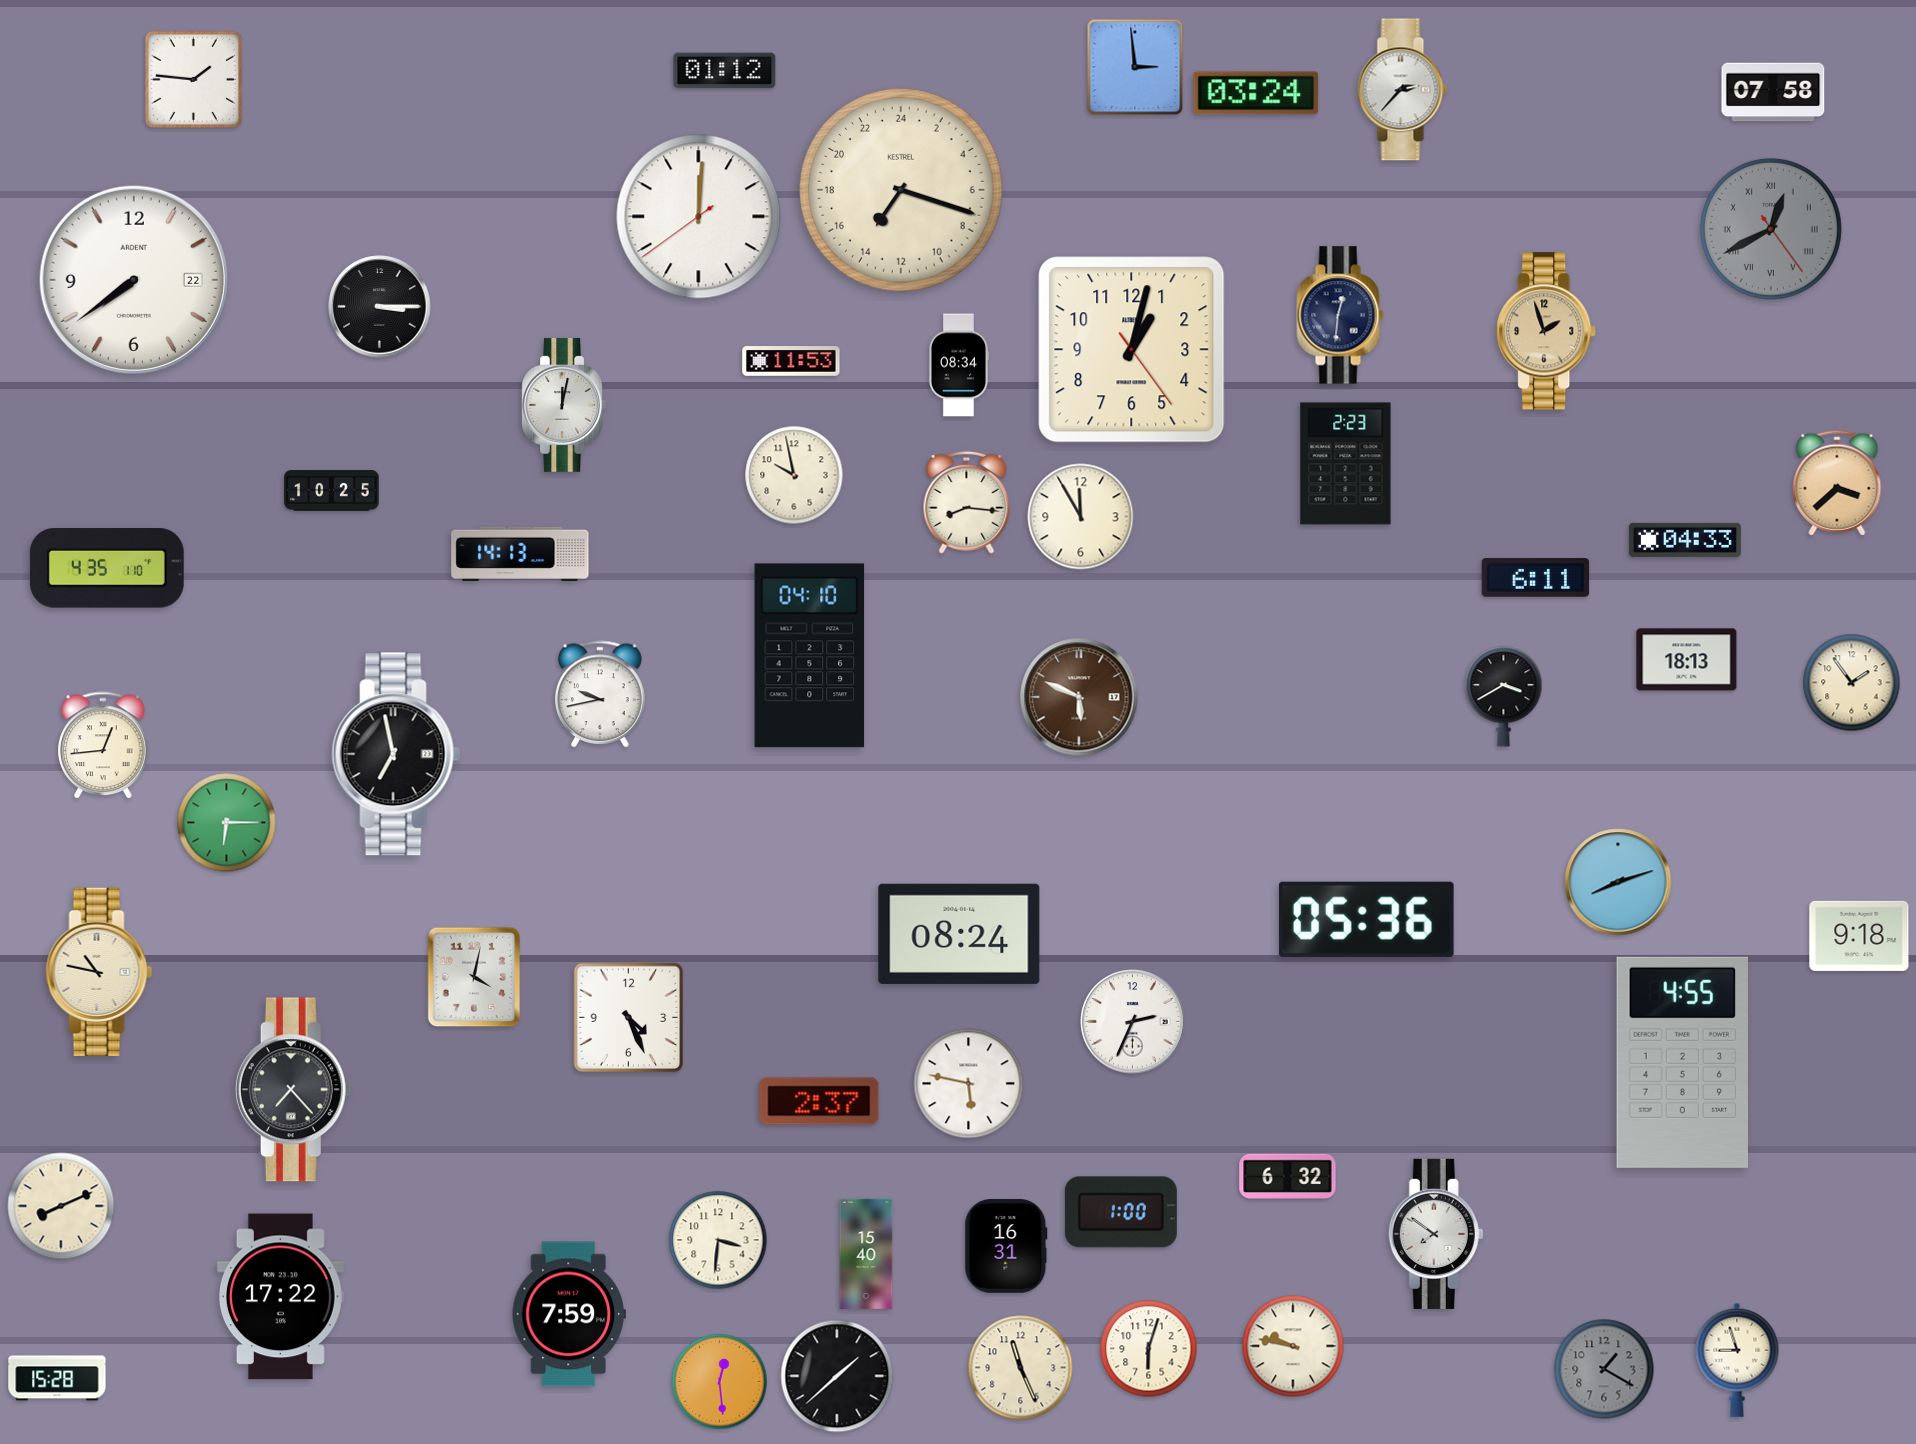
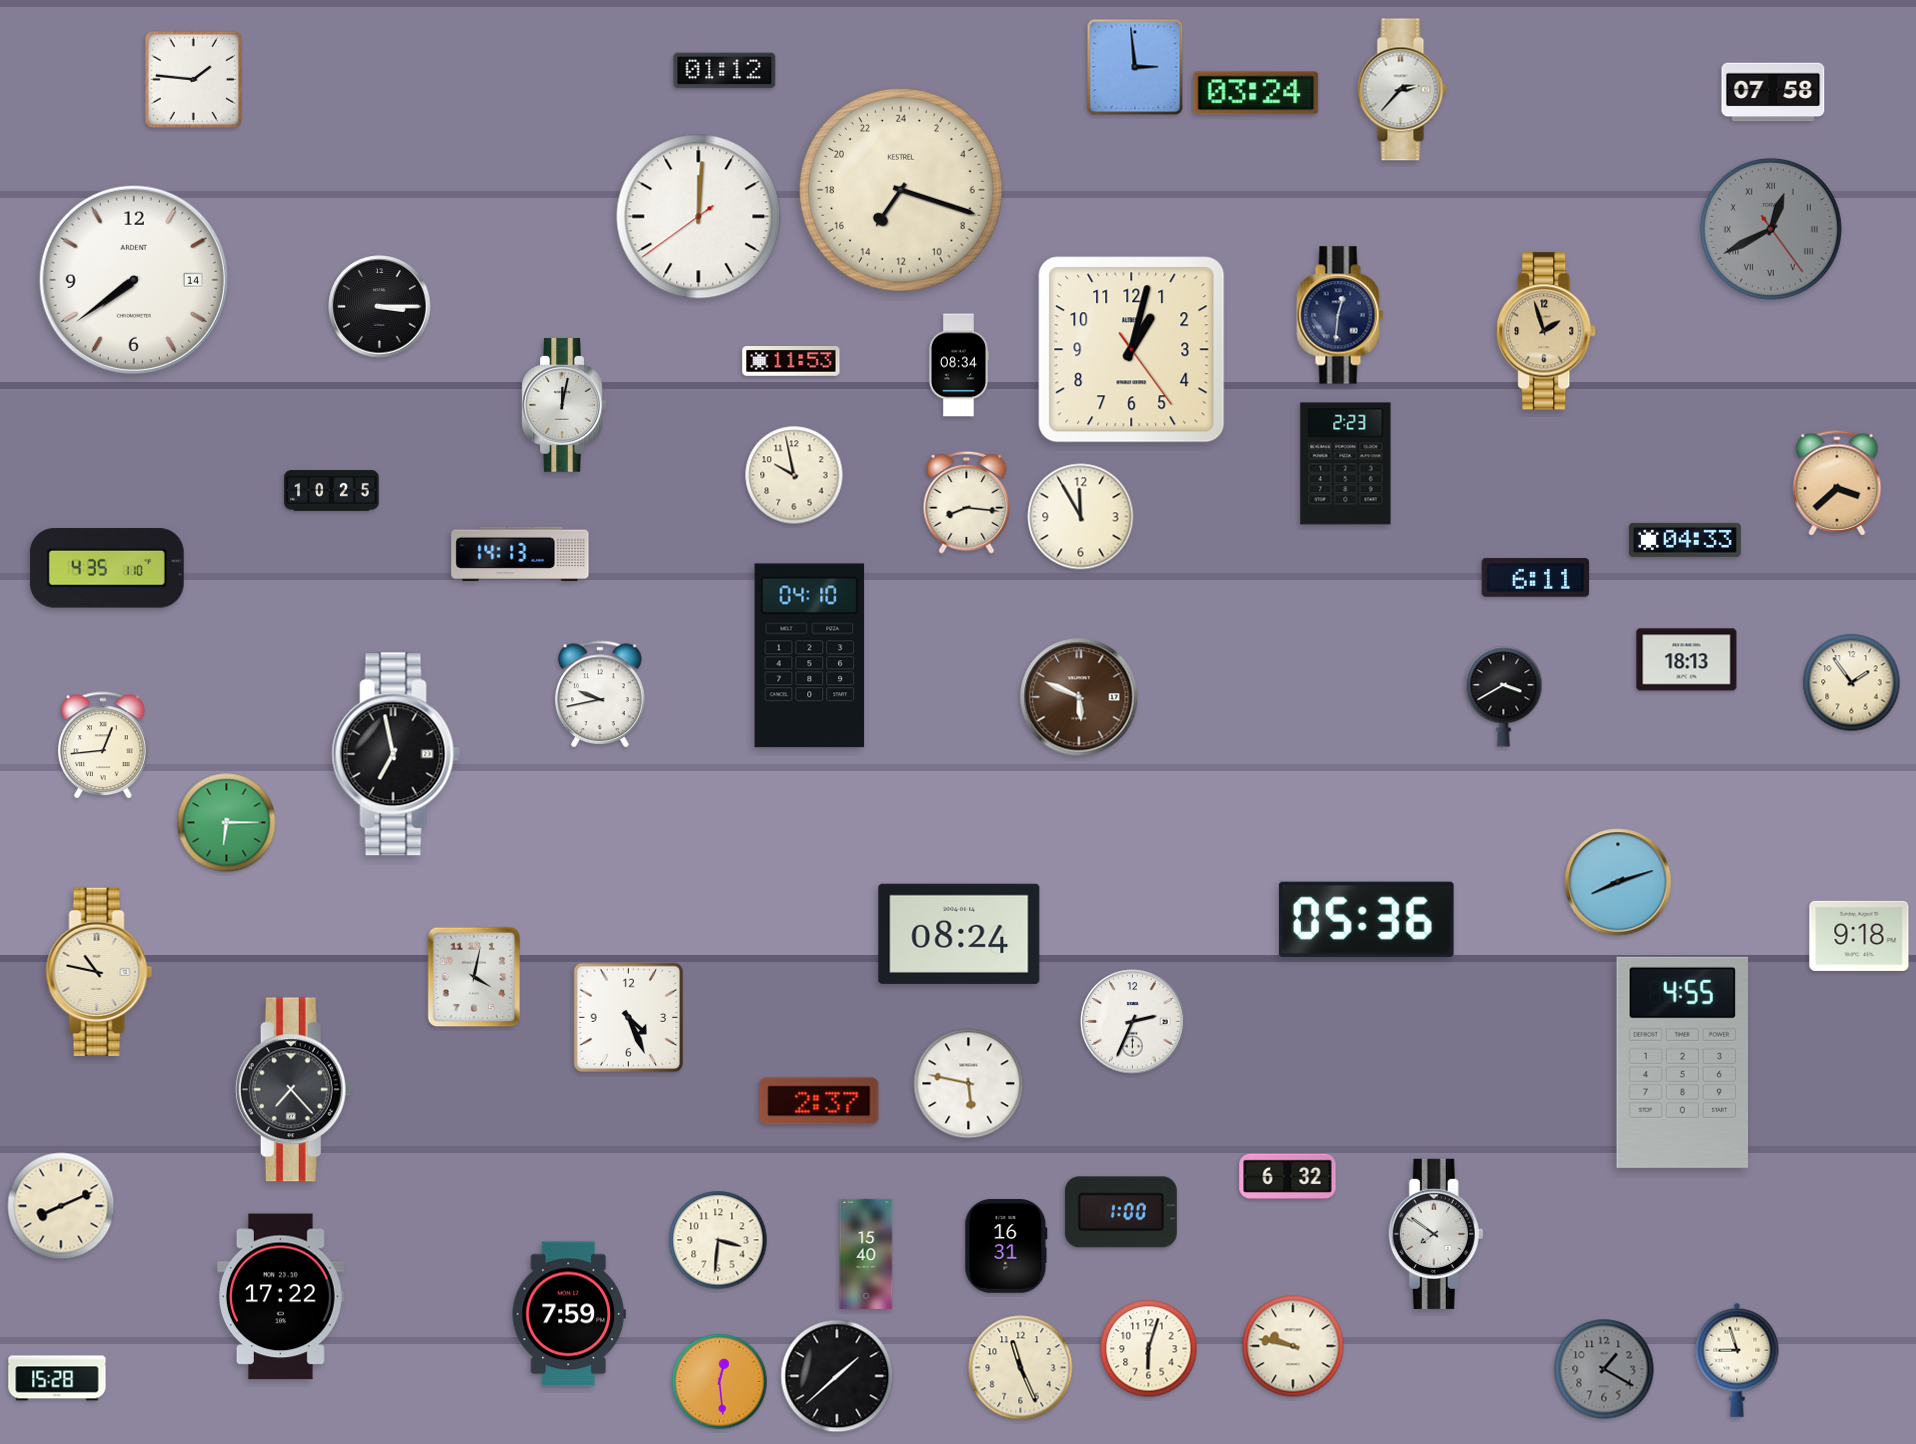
clock at (134, 280) date: 22 -> 14
